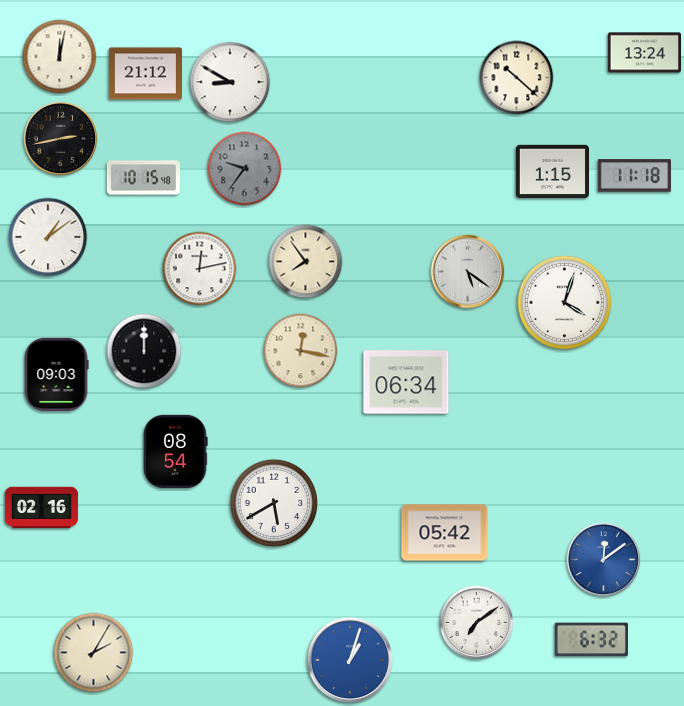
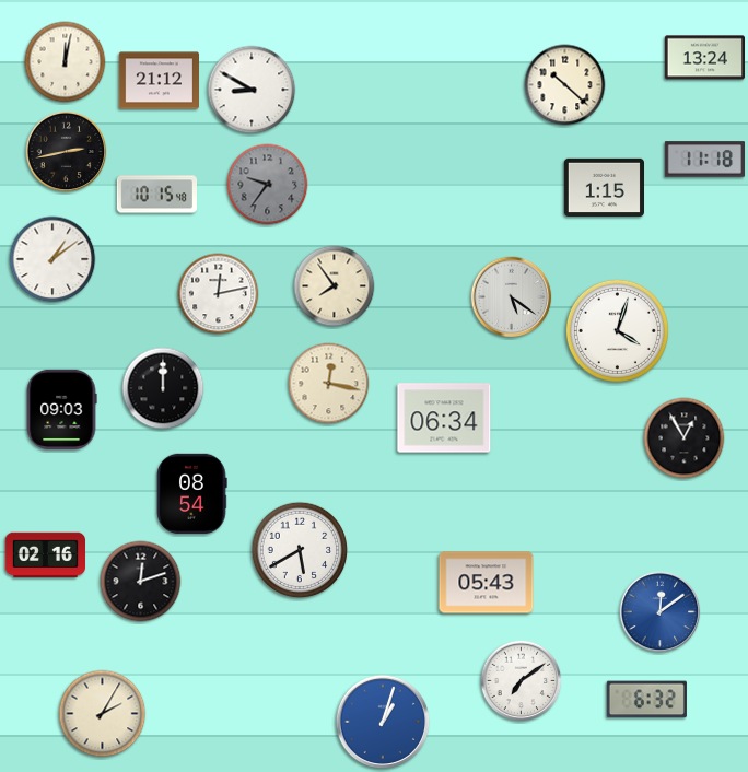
clock at (634, 176) position: (634, 176) -> (704, 160)
clock at (144, 351) position: (144, 351) -> (163, 388)
clock at (685, 438): none -> 12:55
clock at (141, 582): none -> 12:12
clock at (445, 533): 05:42 -> 05:43
